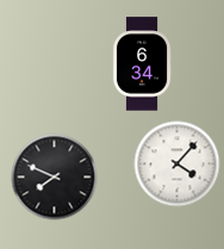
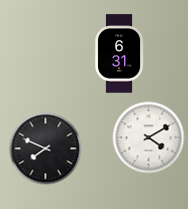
clock at (142, 64): 6:34 -> 6:31
clock at (178, 164): 4:07 -> 4:10
